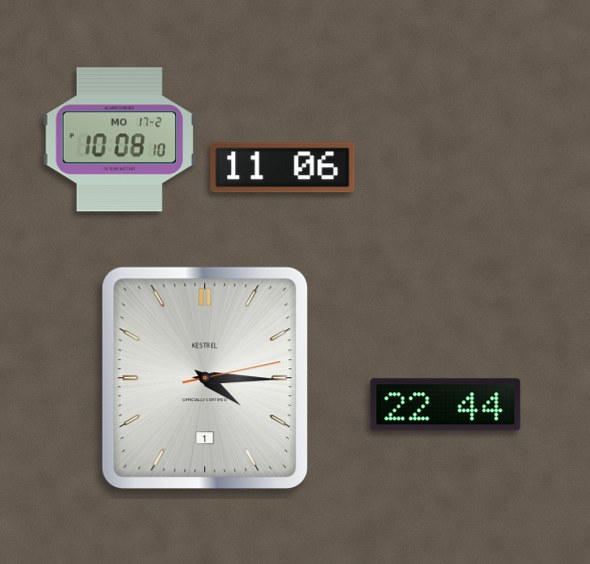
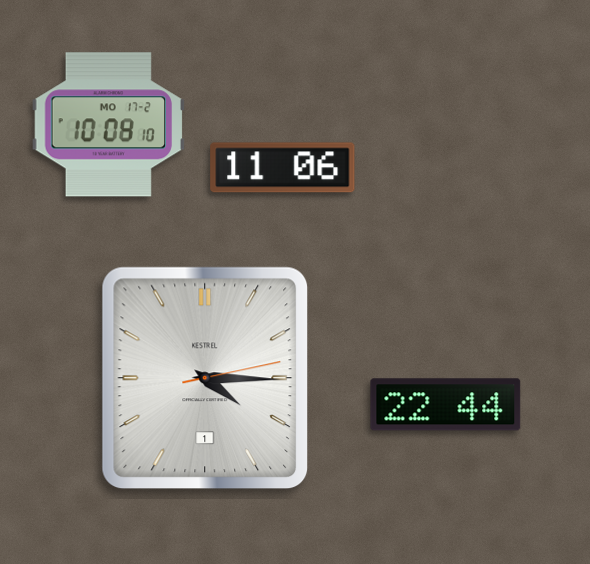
clock at (120, 140) position: (120, 140) -> (109, 125)
